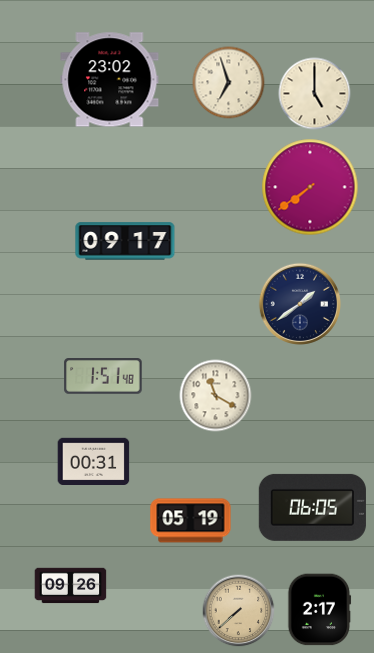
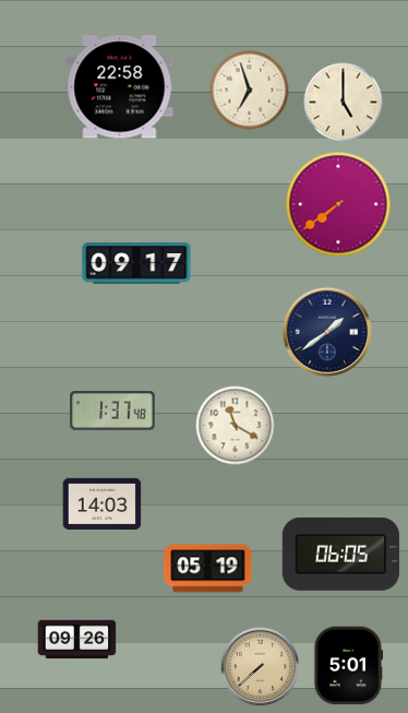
clock at (110, 80): 23:02 -> 22:58
clock at (103, 377): 1:51 -> 1:37
clock at (216, 396) position: (216, 396) -> (236, 426)
clock at (94, 462): 00:31 -> 14:03
clock at (320, 610): 2:17 -> 5:01
